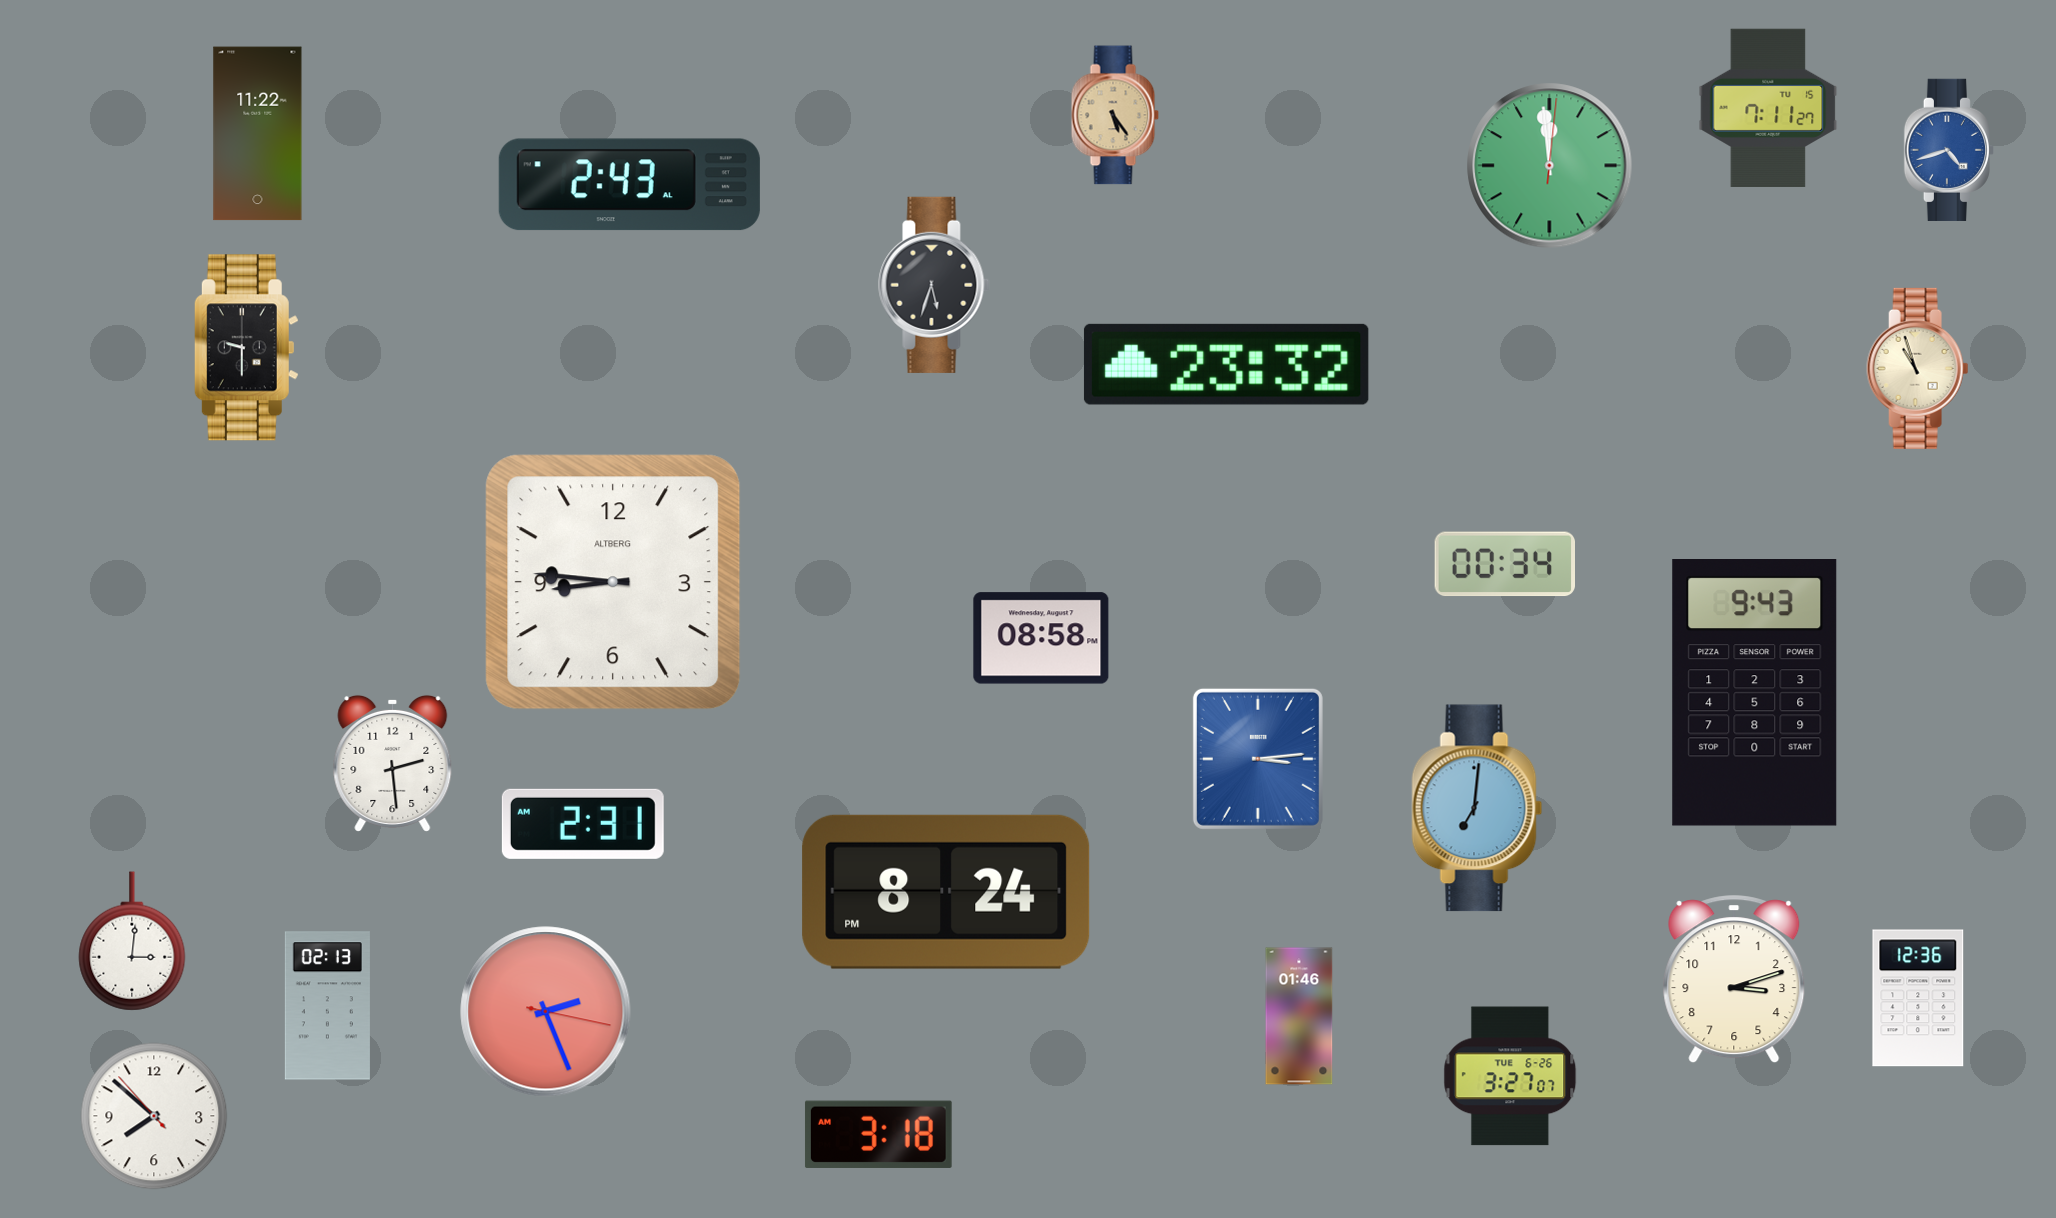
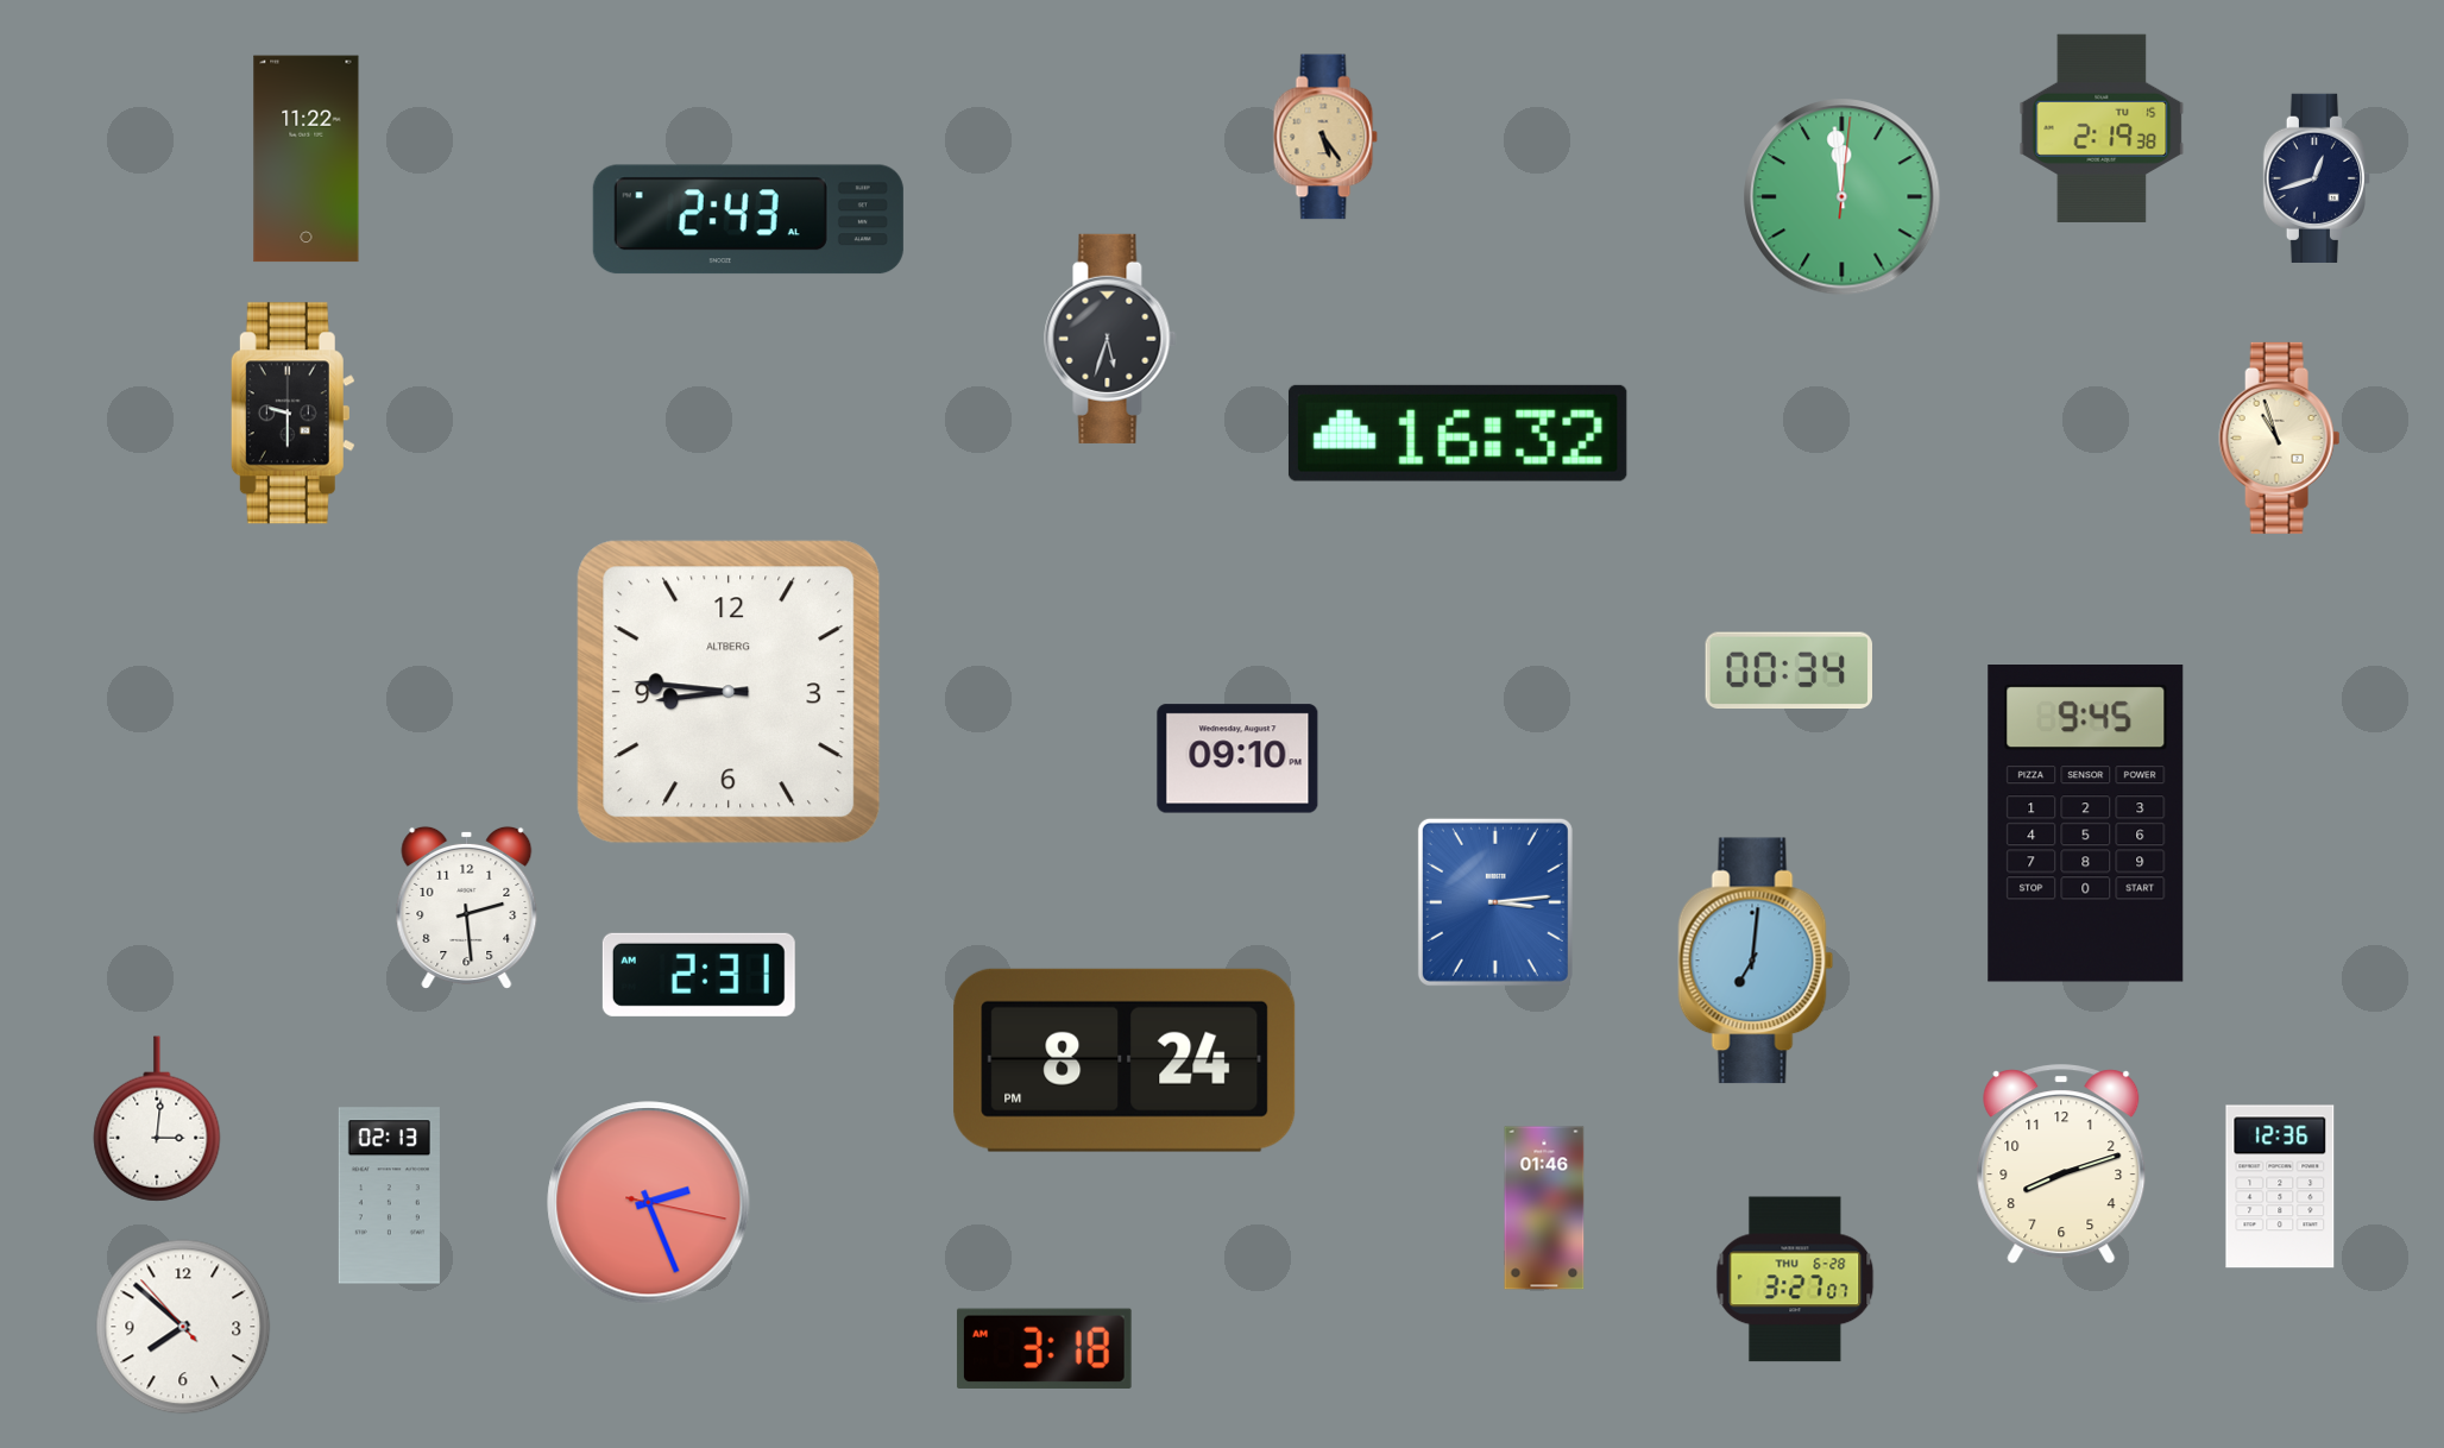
clock at (1768, 107): 7:11 -> 2:19
clock at (1949, 150): 4:42 -> 12:42
clock at (1949, 150) dial: blue -> navy
clock at (1226, 364): 23:32 -> 16:32
clock at (1041, 638): 08:58 -> 09:10
clock at (1755, 693): 9:43 -> 9:45
clock at (583, 824) position: (583, 824) -> (699, 975)
clock at (1734, 980): 3:12 -> 8:12
clock at (1510, 1076) date: TUE 6-26 -> THU 6-28
